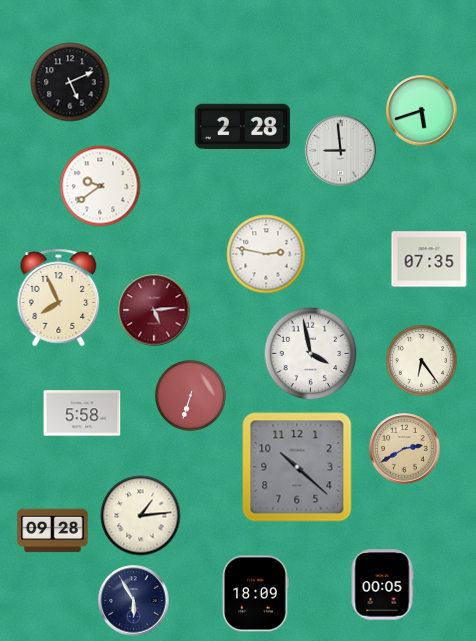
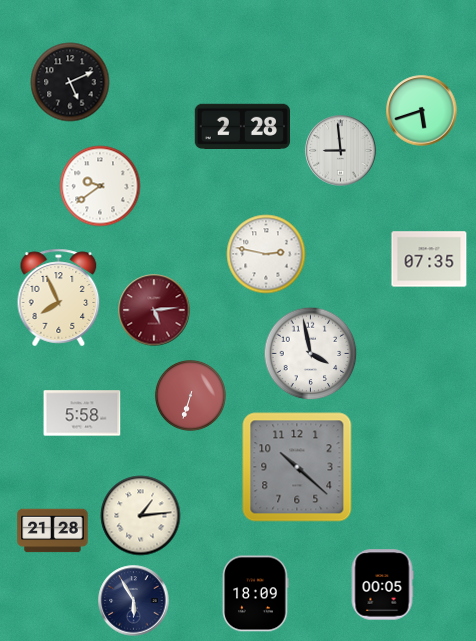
clock at (421, 360): 6:24 -> none
clock at (405, 449): 2:40 -> none
clock at (53, 531): 09:28 -> 21:28
